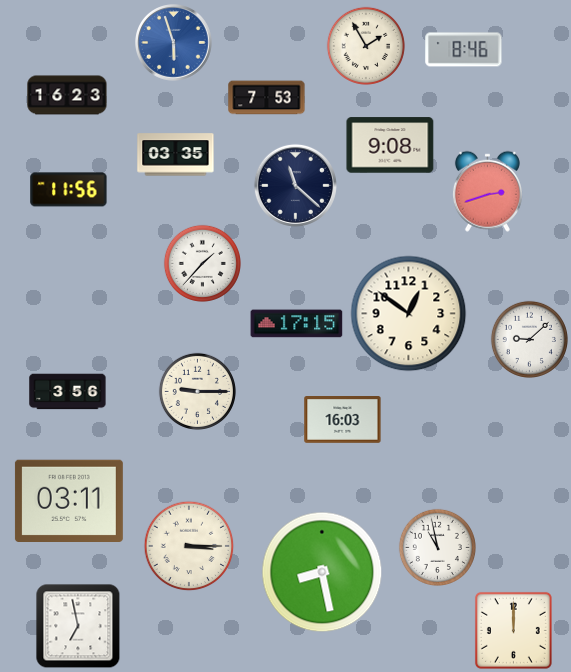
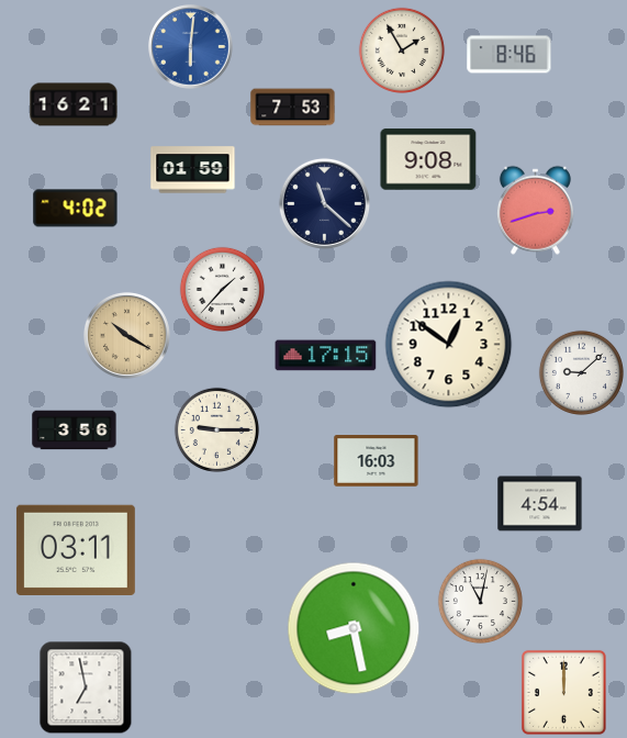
clock at (174, 43): 5:57 -> 6:01
clock at (67, 95): 16:23 -> 16:21
clock at (176, 155): 03:35 -> 01:59
clock at (69, 190): 11:56 -> 4:02
clock at (126, 335): none -> 10:20
clock at (540, 504): none -> 4:54
clock at (189, 546): 3:15 -> none
clock at (437, 547): 10:58 -> 11:02
